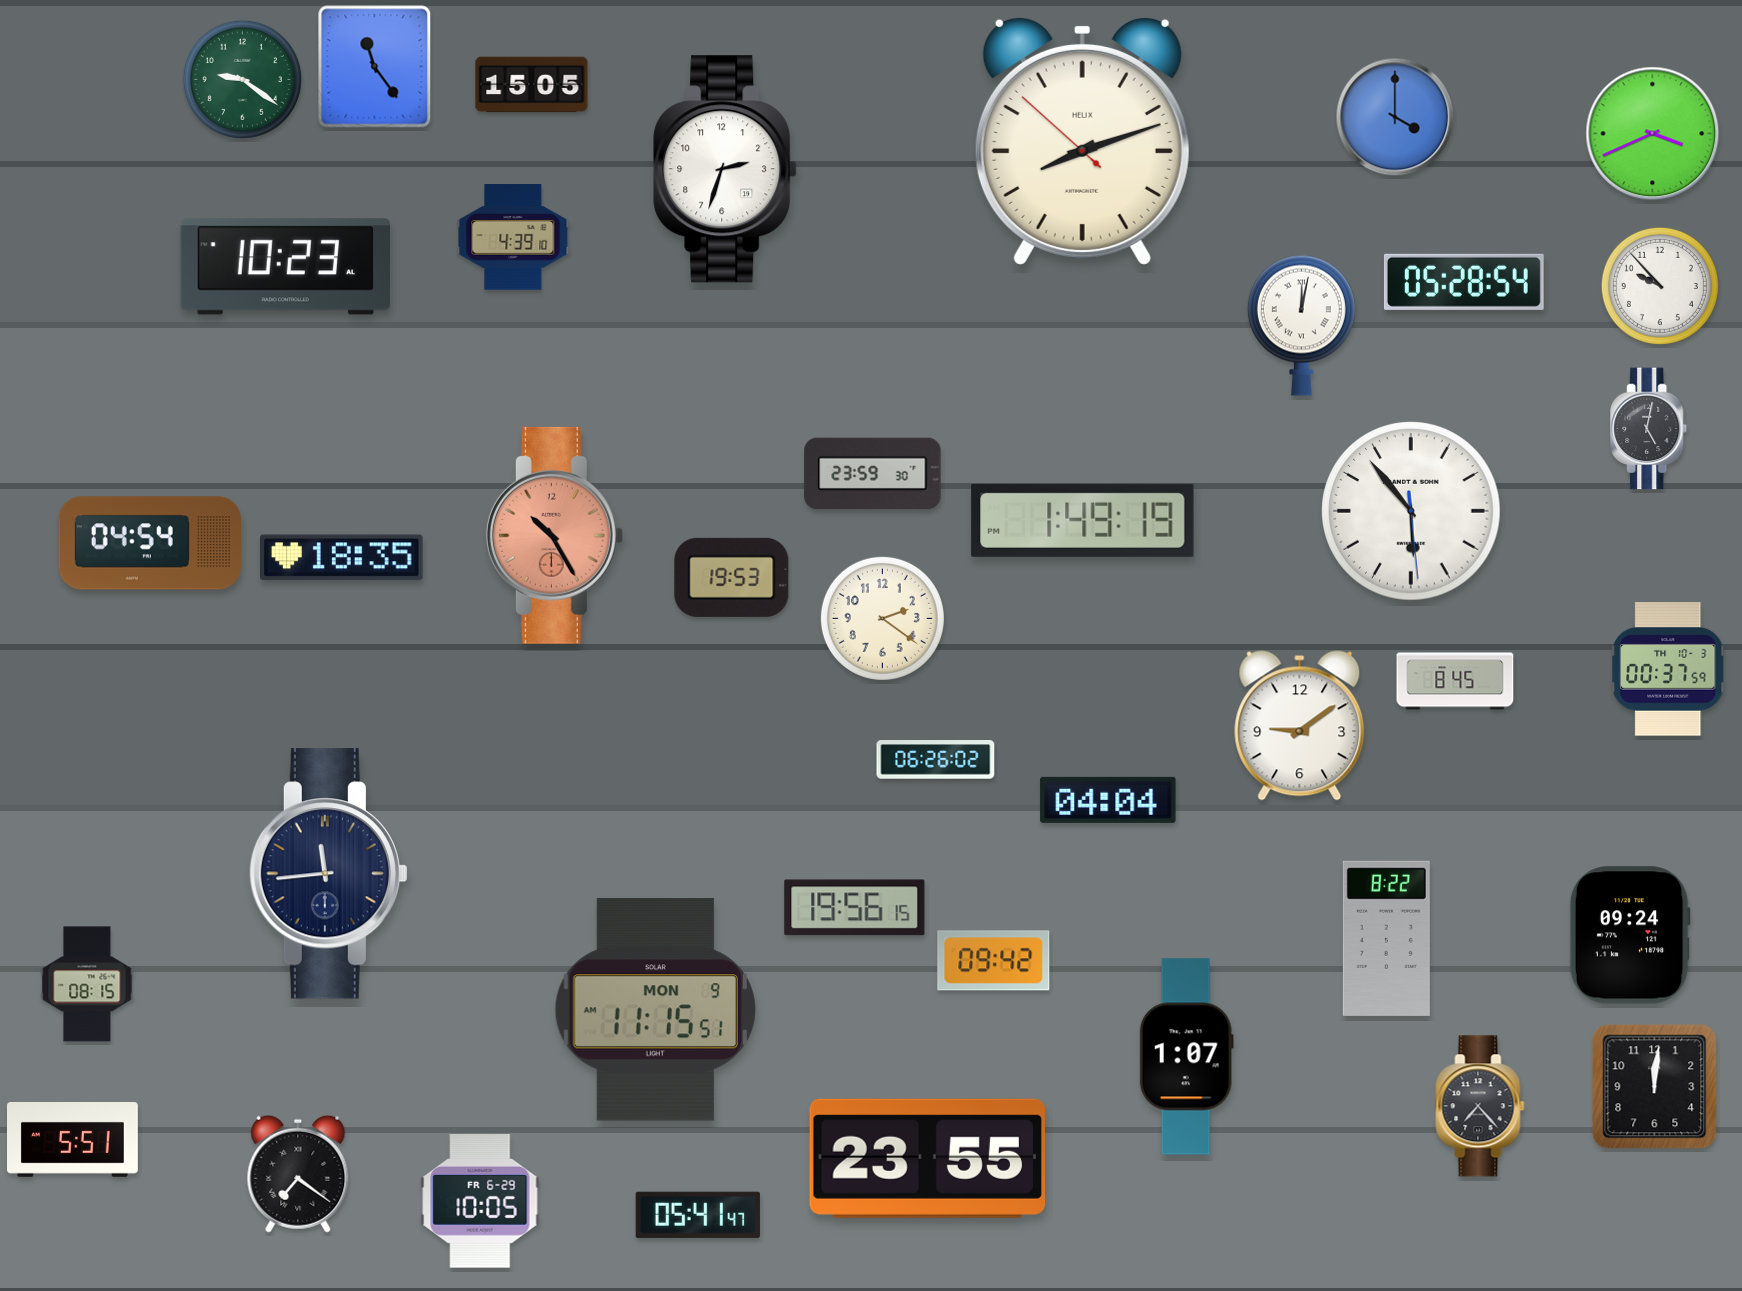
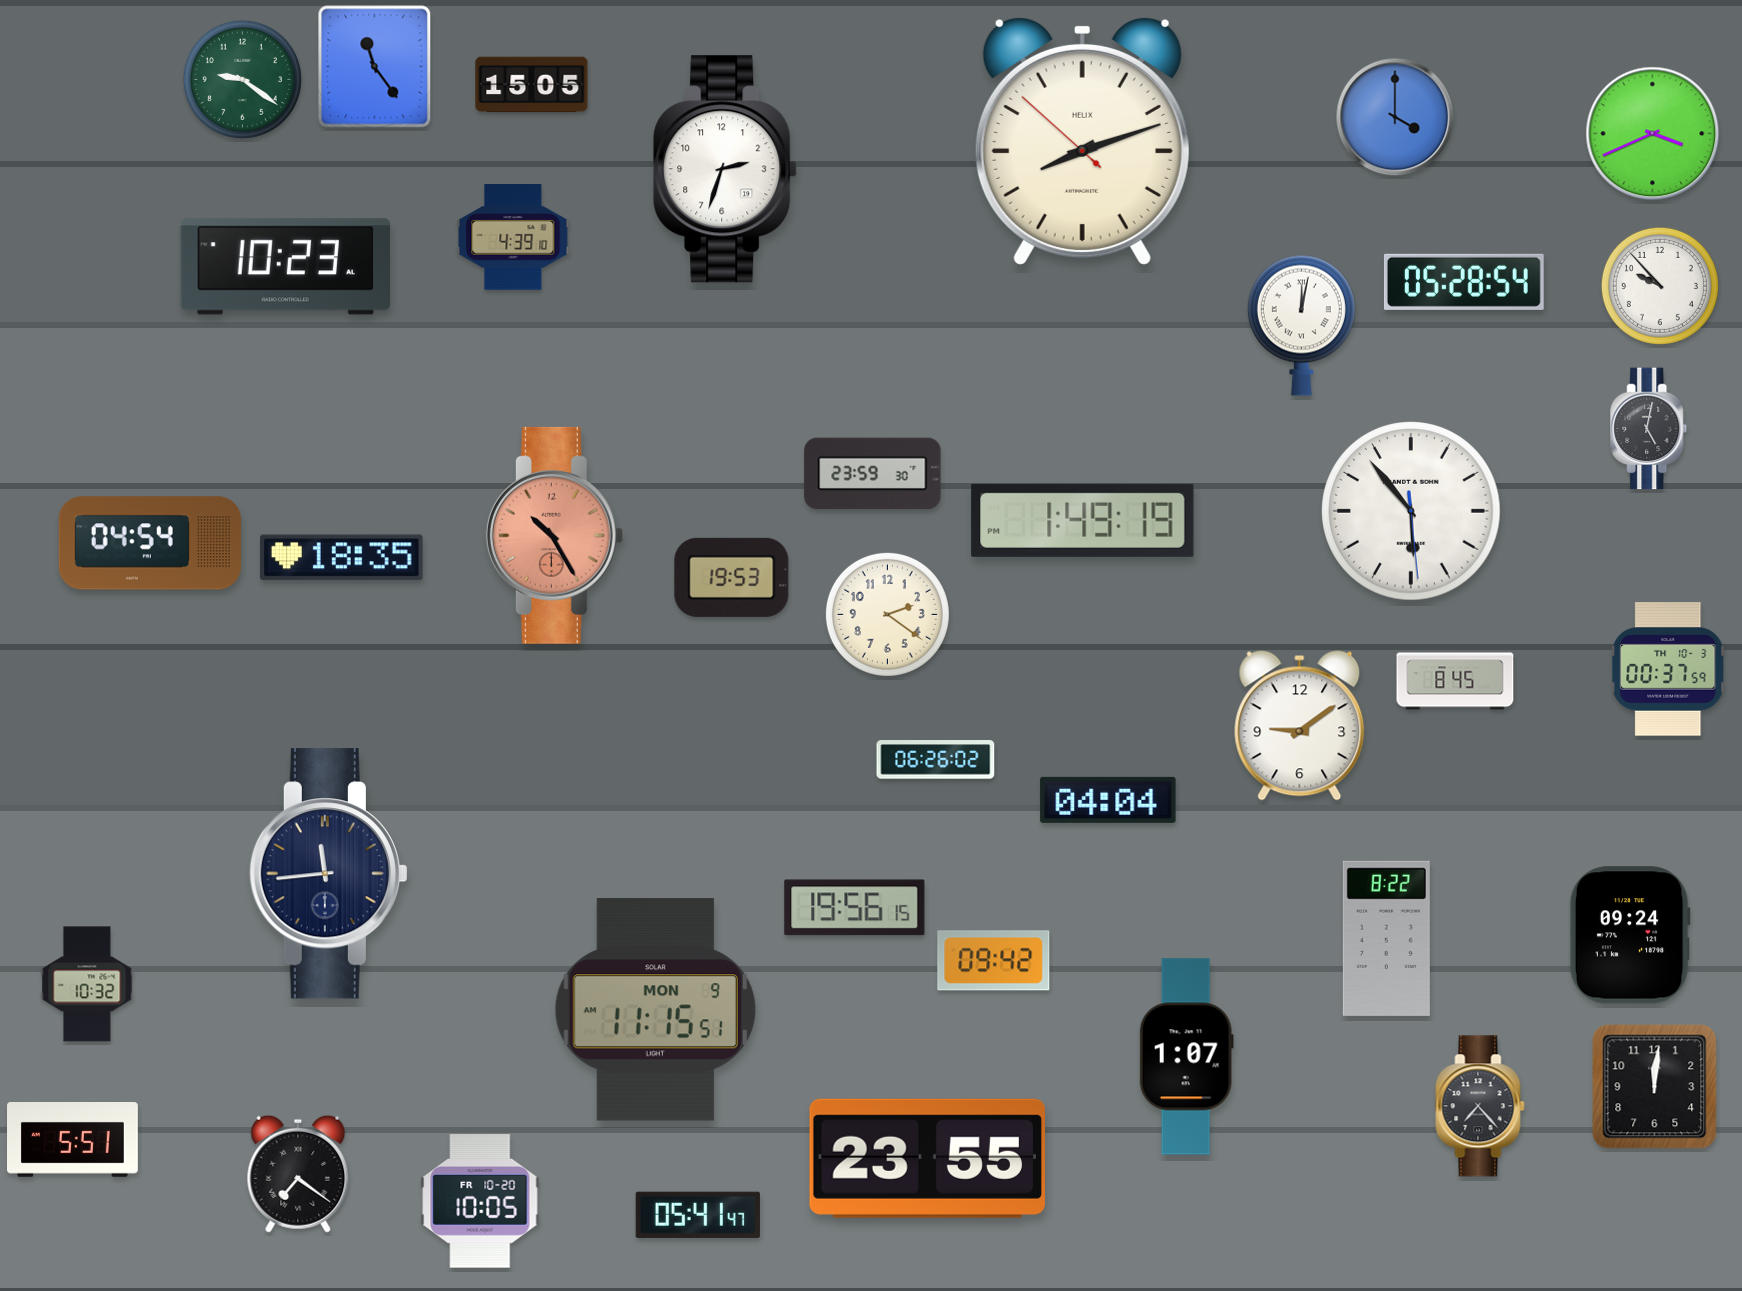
clock at (882, 618) position: (882, 618) -> (887, 614)
clock at (87, 984): 08:15 -> 10:32
clock at (480, 1201) date: FR 6-29 -> FR 10-20
